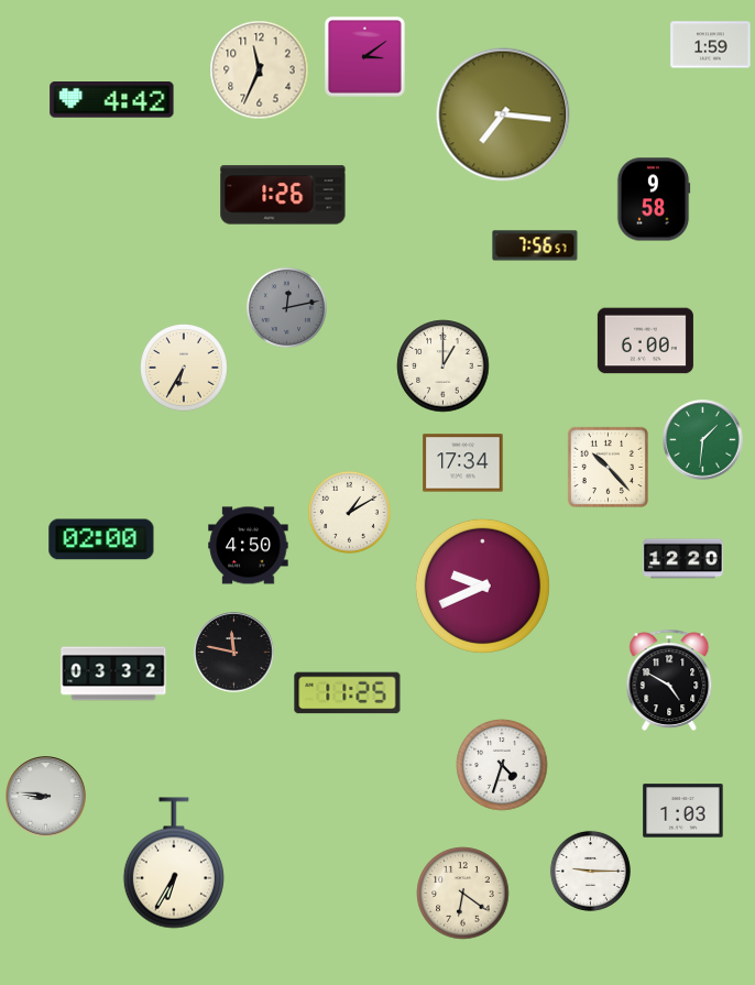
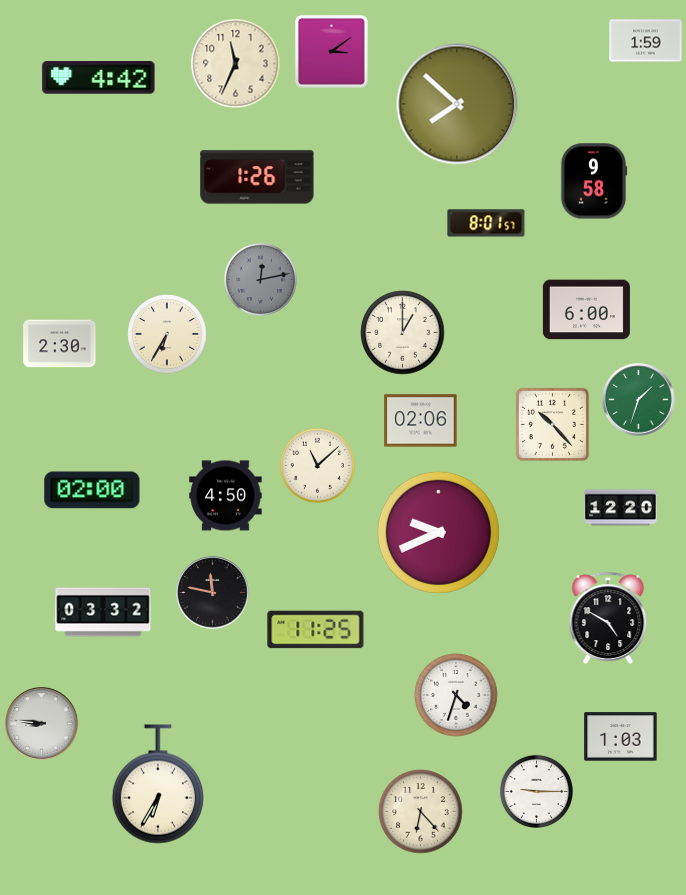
clock at (112, 100) position: (112, 100) -> (99, 78)
clock at (503, 114): 7:16 -> 7:52
clock at (535, 245): 7:56 -> 8:01
clock at (60, 344): none -> 2:30
clock at (703, 440): 1:31 -> 1:33
clock at (463, 463): 17:34 -> 02:06
clock at (349, 512): 1:10 -> 11:08
clock at (463, 894): 6:21 -> 6:23
